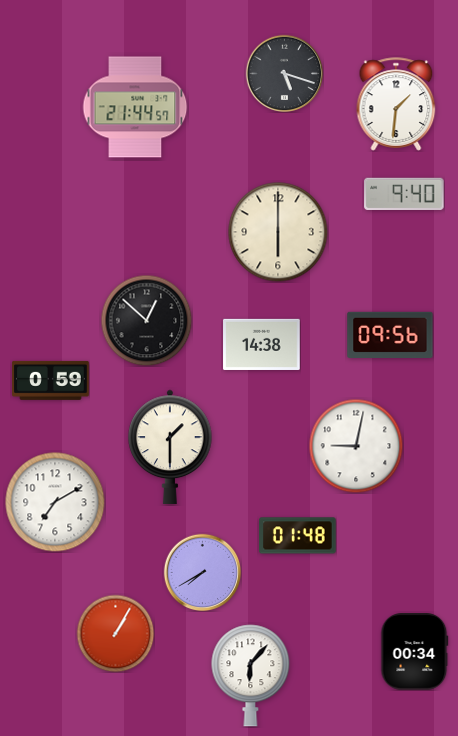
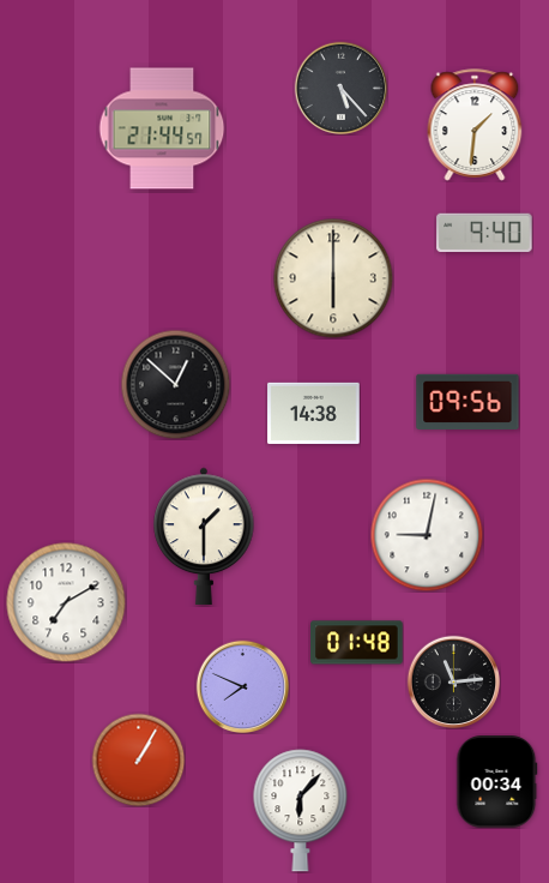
clock at (284, 73): 5:18 -> 5:23
clock at (51, 380): 0:59 -> none
clock at (453, 681): none -> 11:14
clock at (202, 572): 7:40 -> 7:49
